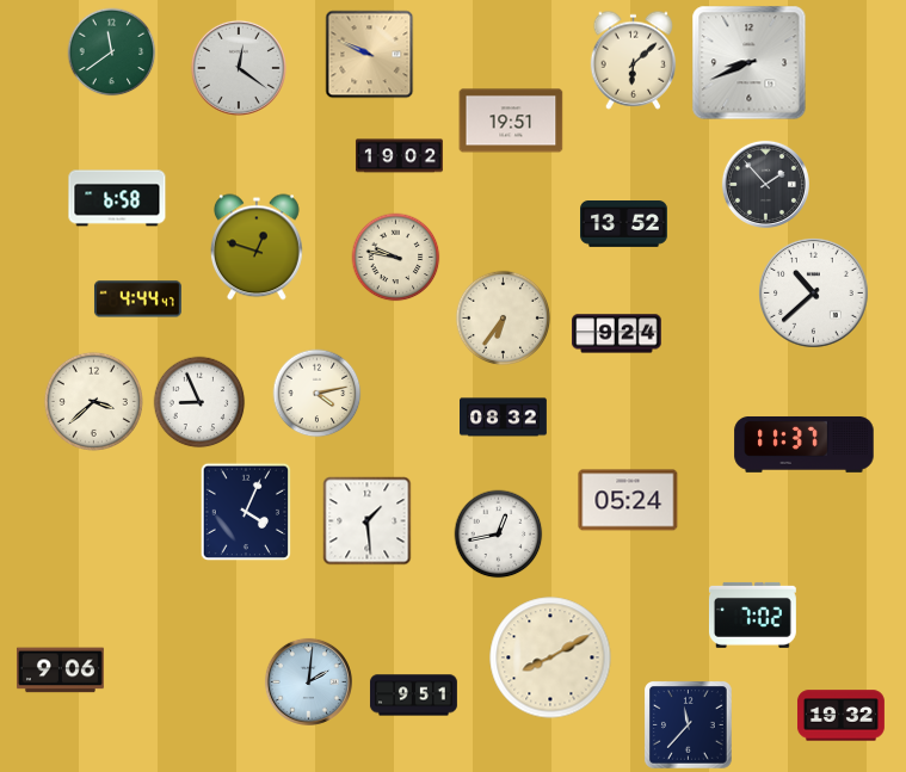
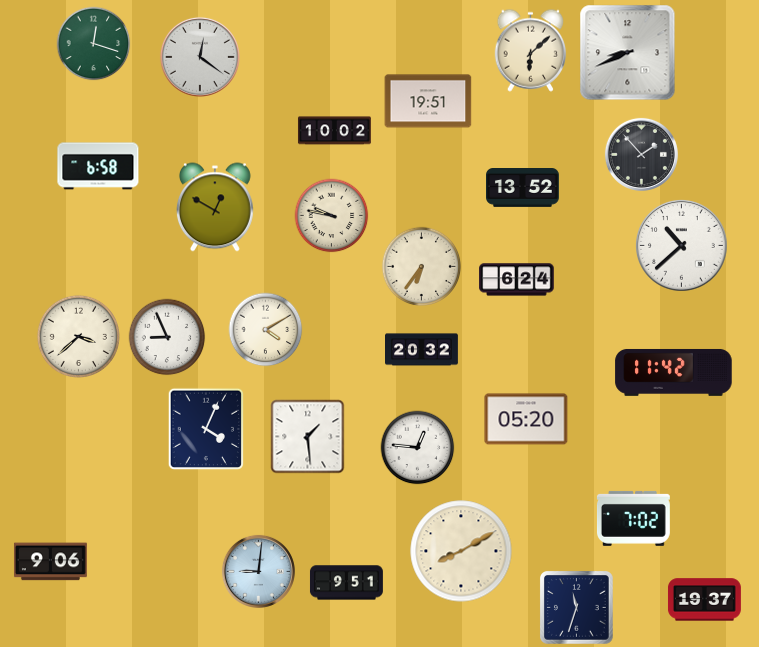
clock at (112, 53): 11:39 -> 12:18
clock at (370, 55): 9:49 -> none
clock at (399, 156): 19:02 -> 10:02
clock at (257, 247): 12:48 -> 12:50
clock at (137, 299): 4:44 -> none
clock at (617, 334): 9:24 -> 6:24
clock at (318, 394): 4:13 -> 4:10
clock at (504, 418): 08:32 -> 20:32
clock at (805, 444): 11:37 -> 11:42
clock at (628, 500): 05:24 -> 05:20
clock at (499, 535): 12:43 -> 12:46
clock at (752, 614) position: (752, 614) -> (633, 518)
clock at (308, 681): 2:01 -> 9:01
clock at (840, 716): 19:32 -> 19:37
clock at (689, 725): 11:37 -> 11:33
